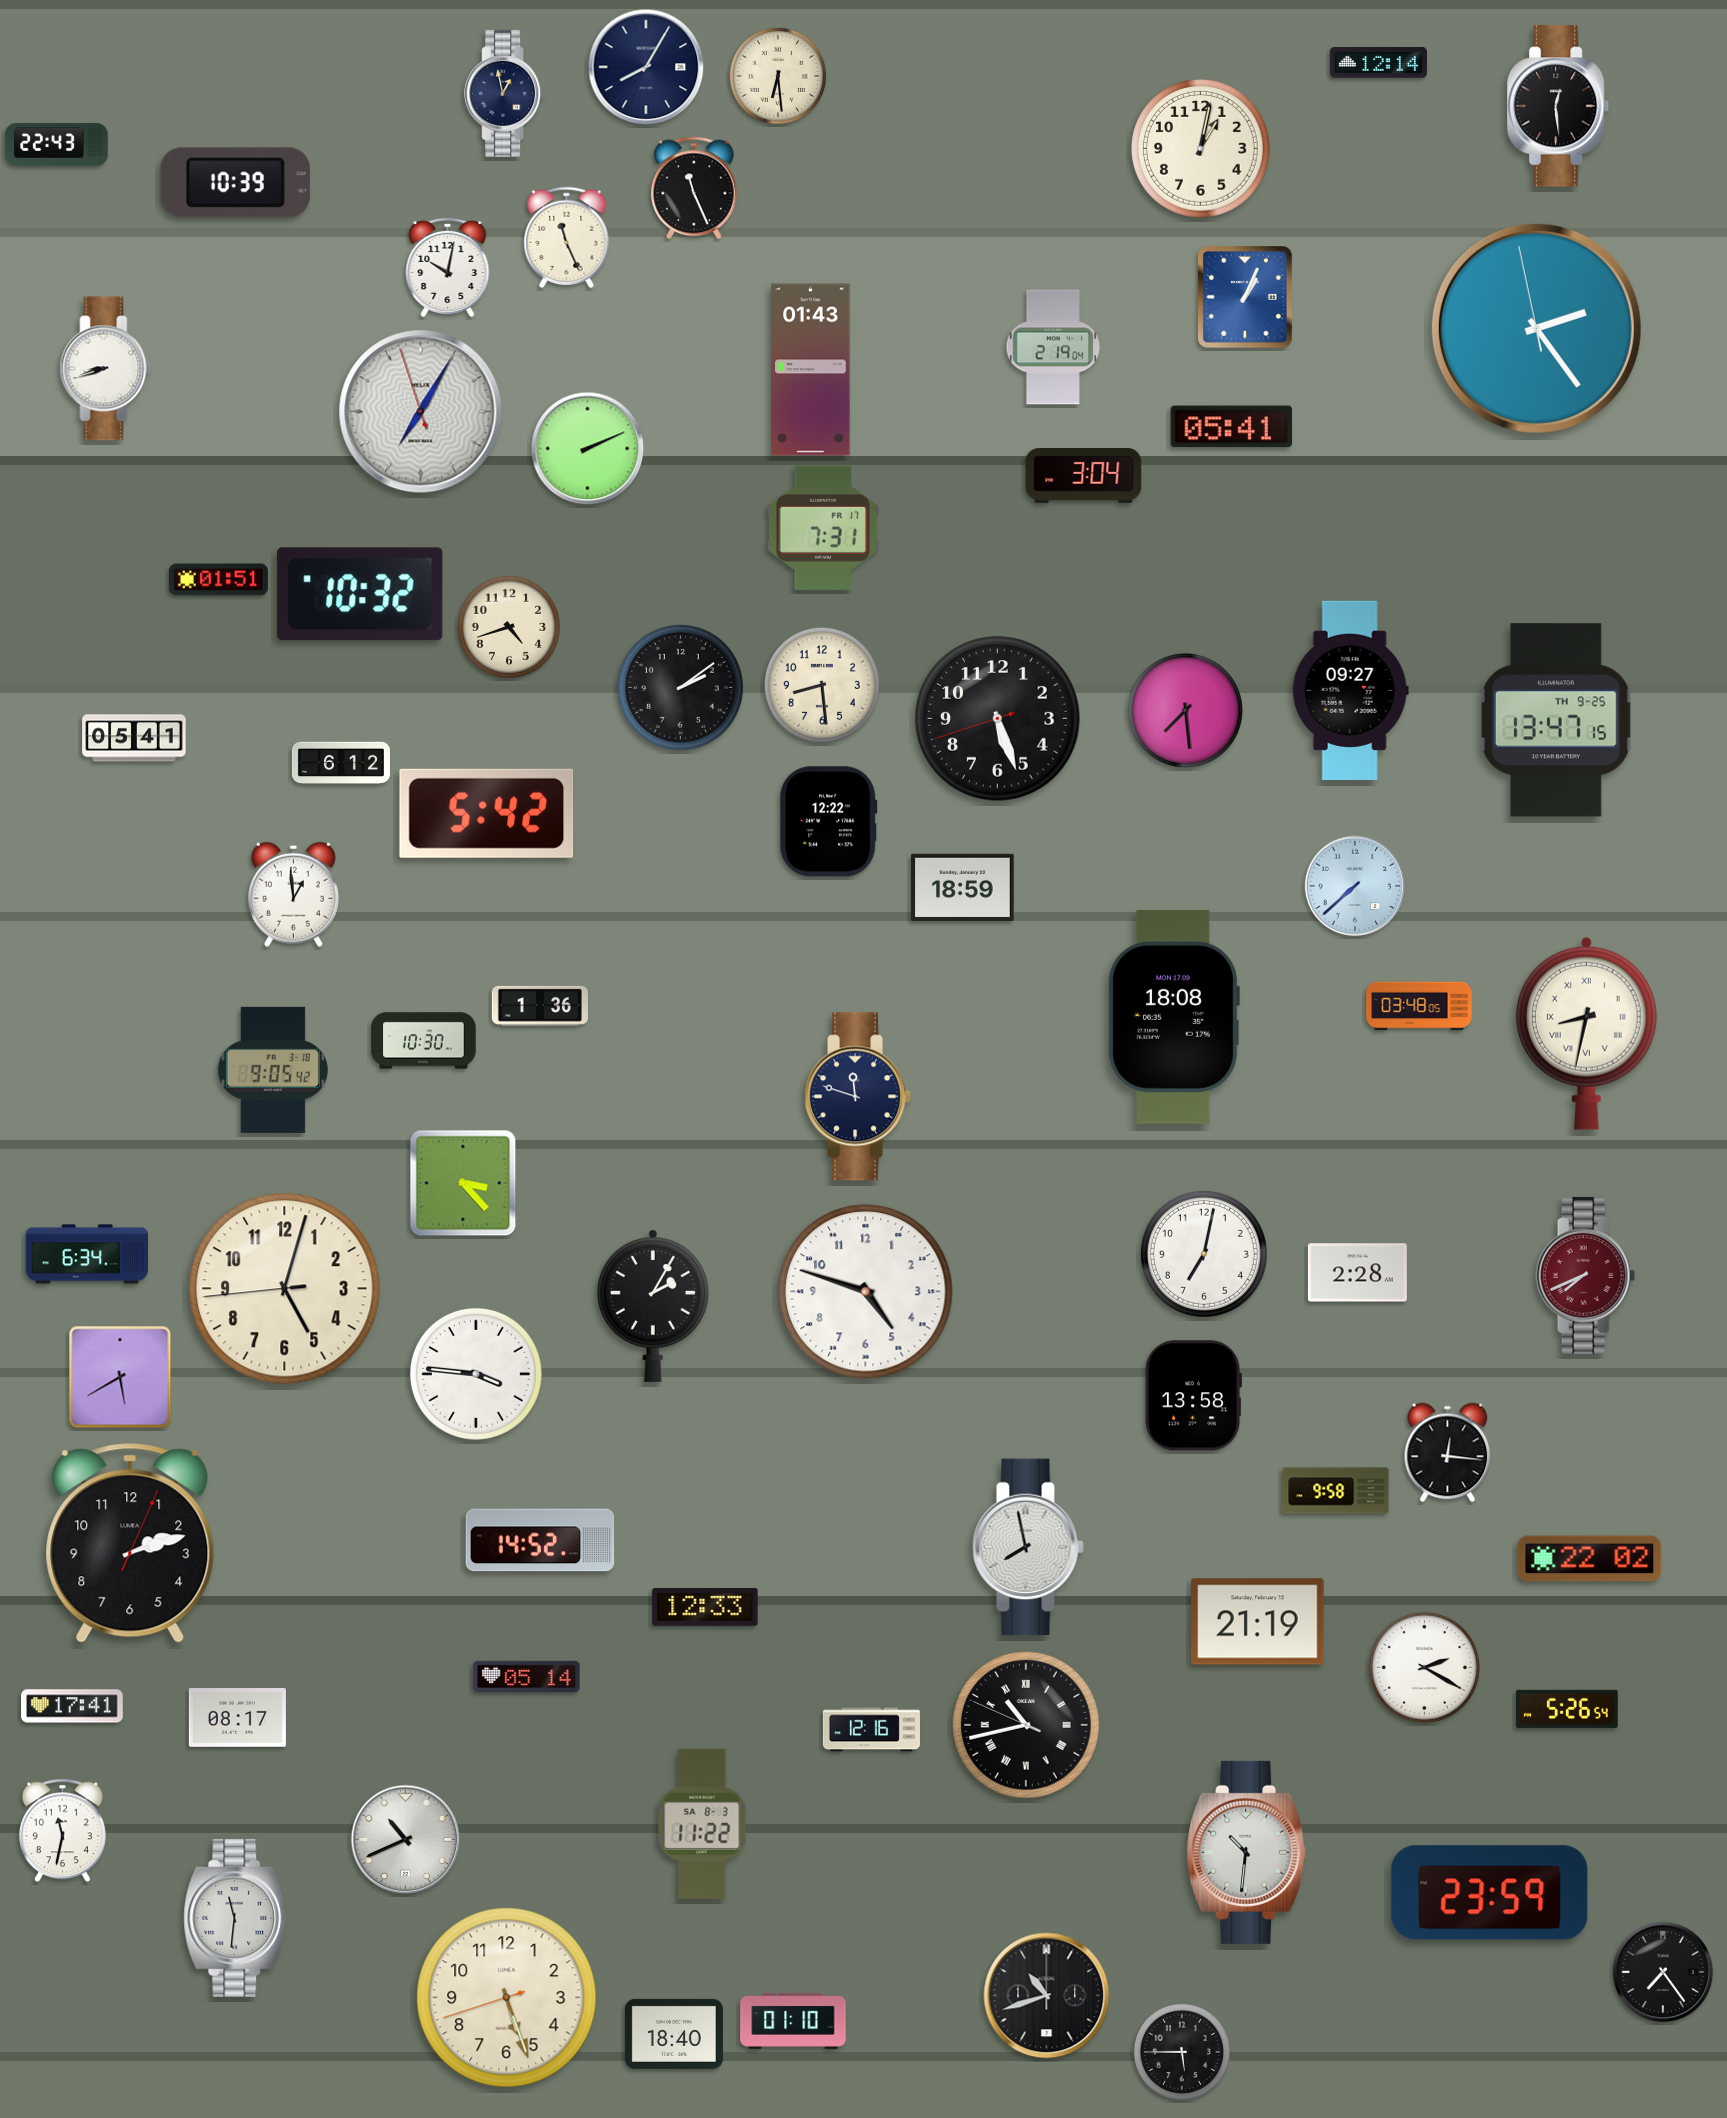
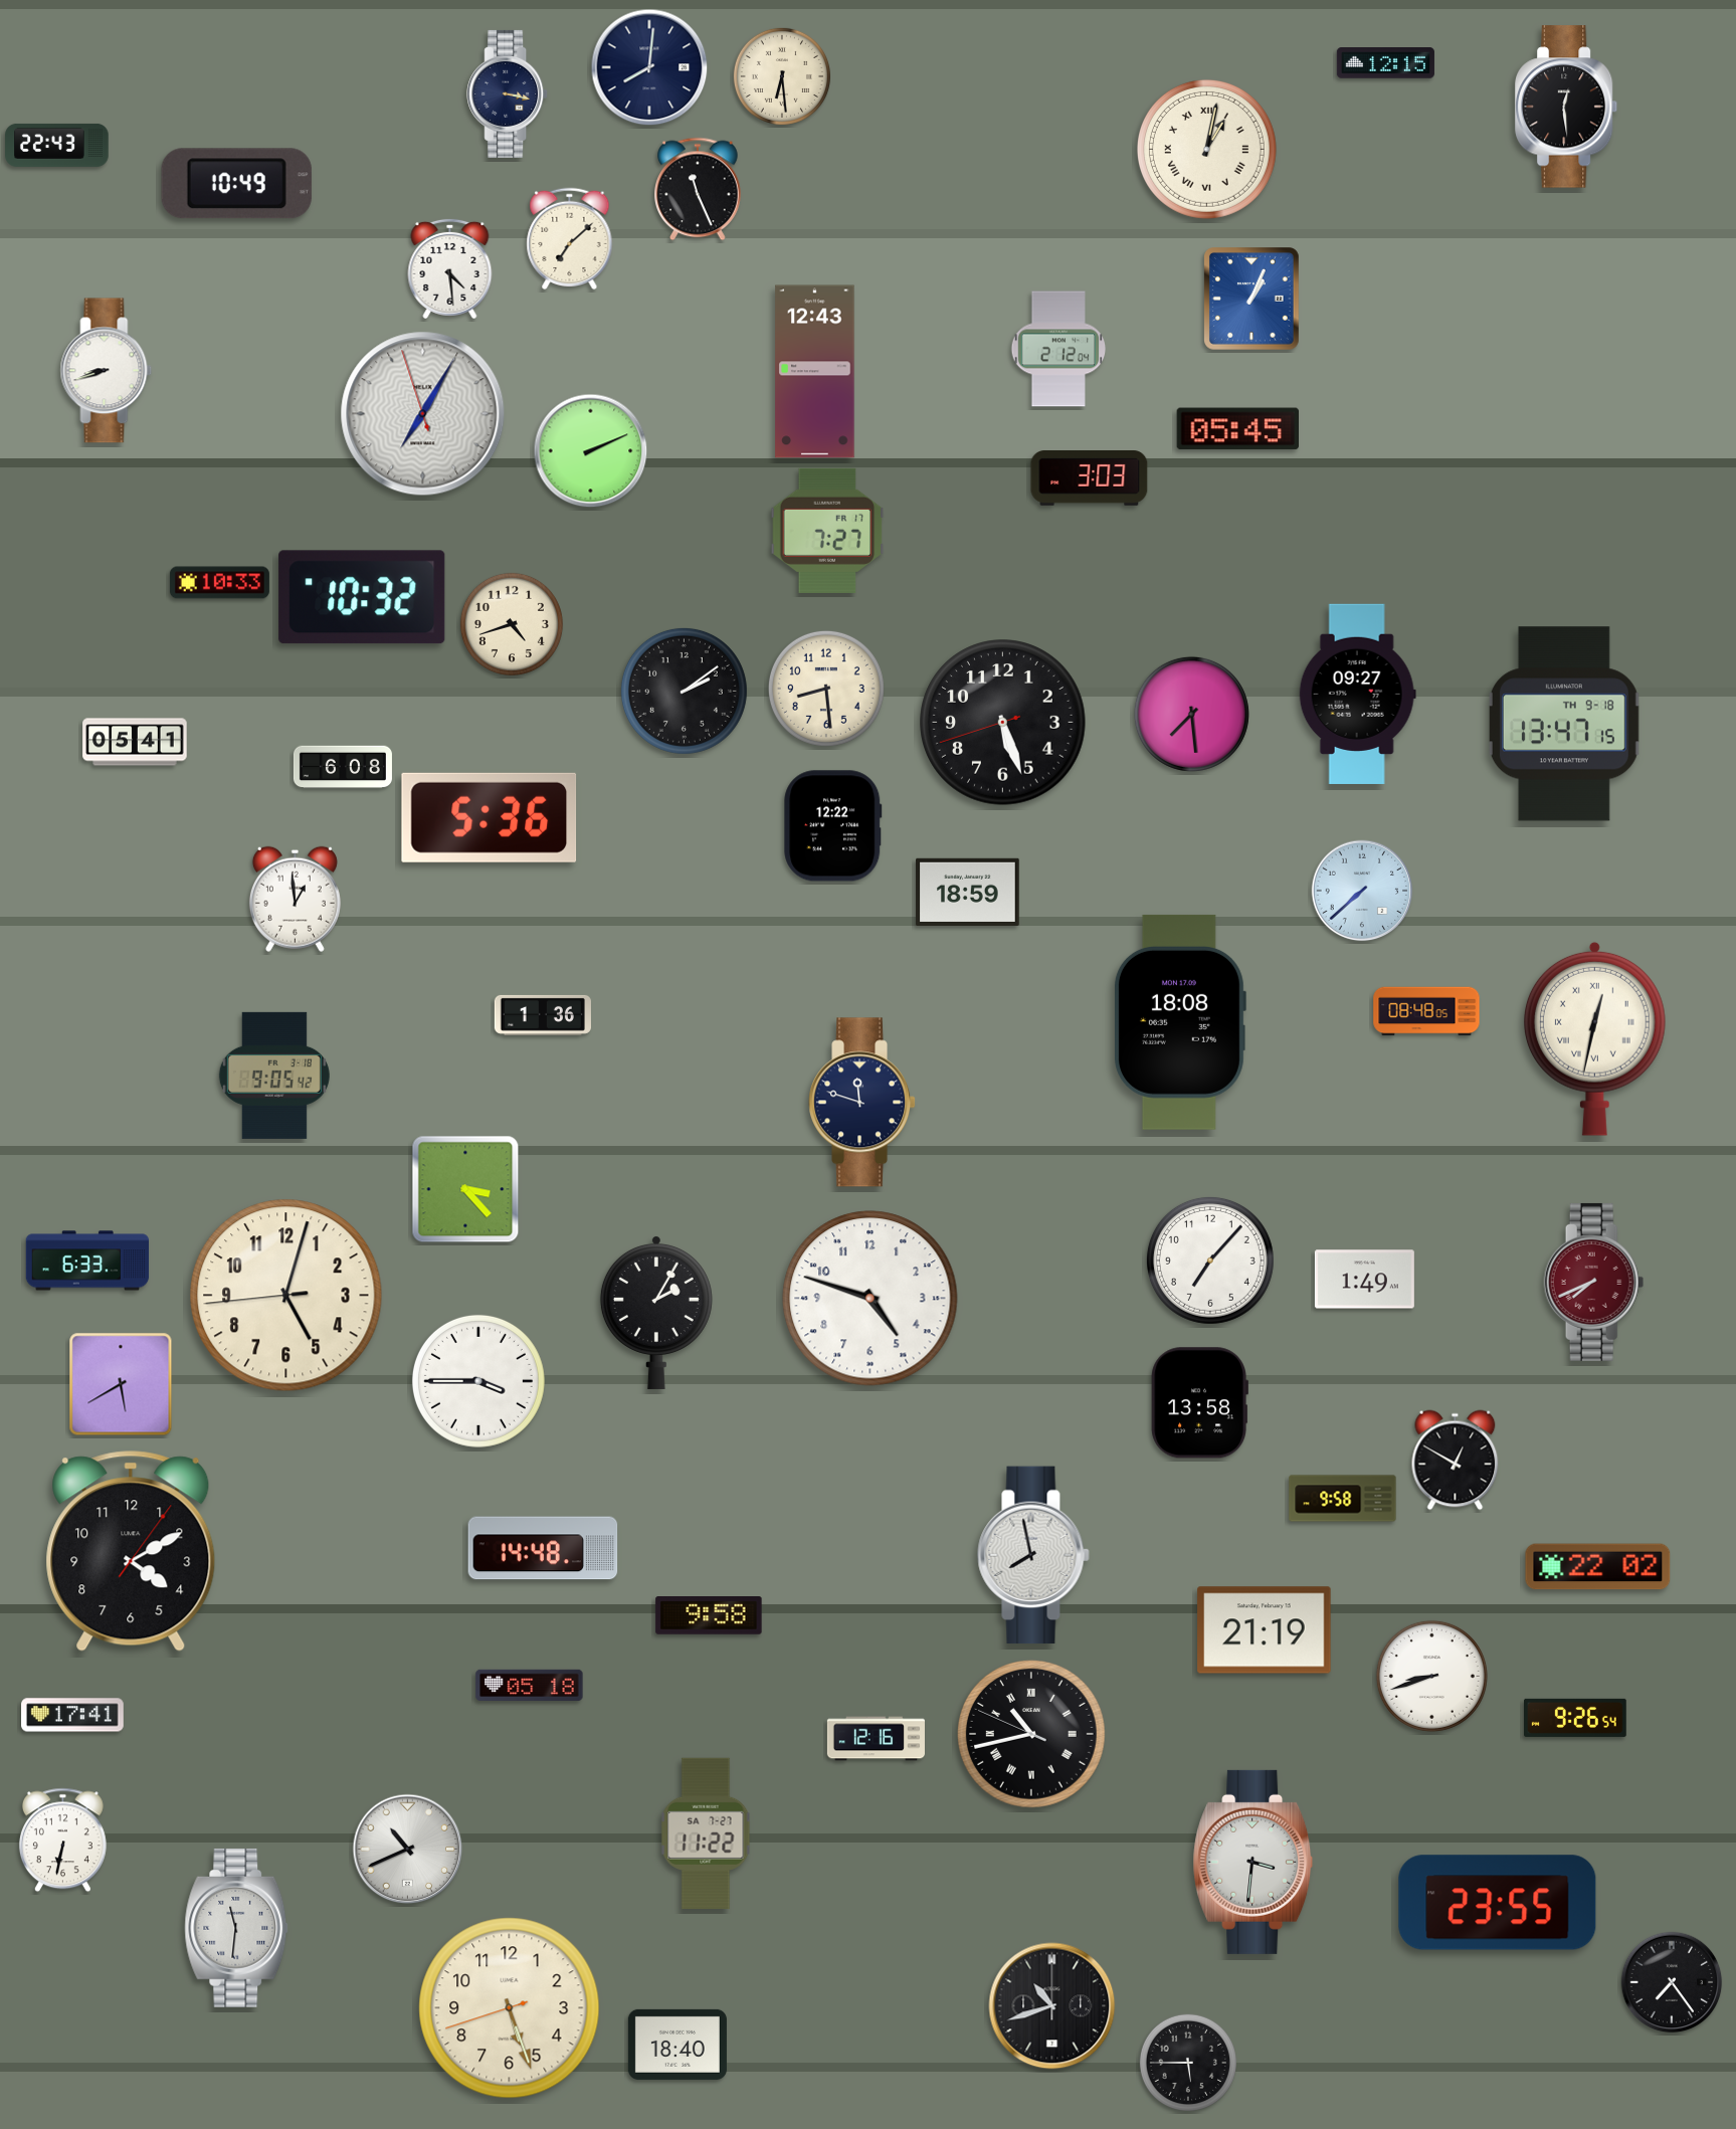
clock at (1378, 63): 12:14 -> 12:15
clock at (646, 67): 8:05 -> 8:01
clock at (505, 93): 12:58 -> 3:17
clock at (1200, 148) numerals: Arabic -> Roman
clock at (235, 183): 10:39 -> 10:49
clock at (567, 238): 11:26 -> 7:08
clock at (448, 267): 10:02 -> 4:29
clock at (1536, 328): 2:23 -> none
clock at (1053, 347): 2:19 -> 2:12
clock at (811, 370): 01:43 -> 12:43
clock at (1231, 427): 05:41 -> 05:45
clock at (1084, 476): 3:04 -> 3:03
clock at (823, 528): 7:31 -> 7:27
clock at (218, 580): 01:51 -> 10:33
clock at (509, 627) position: (509, 627) -> (512, 624)
clock at (1556, 720) date: TH 9-25 -> TH 9-18
clock at (341, 763): 6:12 -> 6:08
clock at (487, 813): 5:42 -> 5:36
clock at (540, 1006) position: (540, 1006) -> (543, 1015)
clock at (1419, 1006): 03:48 -> 08:48
clock at (1586, 1033): 8:32 -> 12:32
clock at (424, 1041): 10:30 -> none
clock at (87, 1254): 6:34 -> 6:33
clock at (1204, 1254): 7:02 -> 7:07
clock at (1357, 1273): 2:28 -> 1:49
clock at (476, 1374): 3:46 -> 3:45
clock at (1448, 1453): 12:16 -> 12:50
clock at (540, 1540): 14:52 -> 14:48
clock at (130, 1543): 2:12 -> 4:10
clock at (705, 1608): 12:33 -> 9:58
clock at (1424, 1667): 2:20 -> 8:42
clock at (527, 1676): 05:14 -> 05:18
clock at (1568, 1709): 5:26 -> 9:26
clock at (237, 1718): 08:17 -> none
clock at (702, 1823) date: SA 8-3 -> SA 7-27
clock at (62, 1831): 11:32 -> 6:32
clock at (1247, 1852): 10:31 -> 3:31
clock at (1490, 1893): 23:59 -> 23:55
clock at (793, 2021): 01:10 -> none
